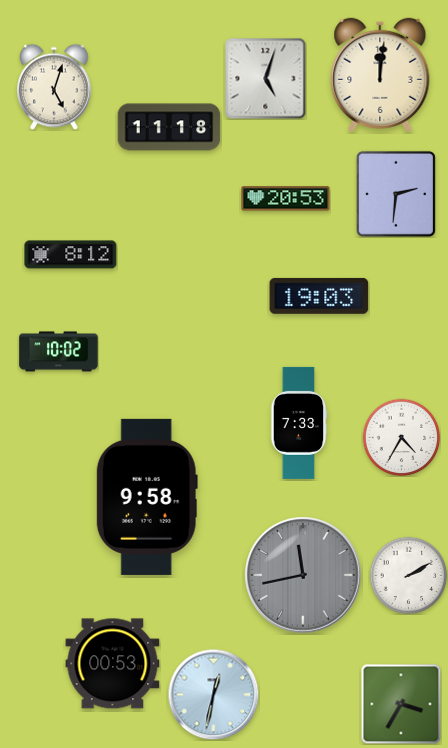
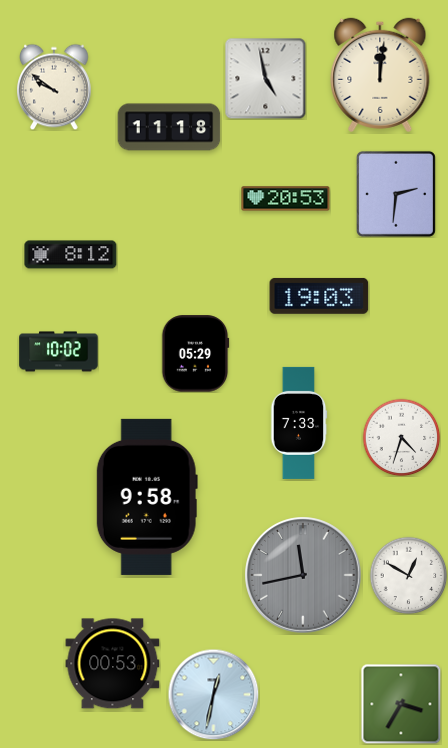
clock at (265, 78): 5:03 -> 4:58
clock at (54, 87): 5:03 -> 9:51
clock at (195, 354): none -> 05:29
clock at (401, 437): 4:35 -> 4:33
clock at (408, 575): 2:10 -> 12:50
